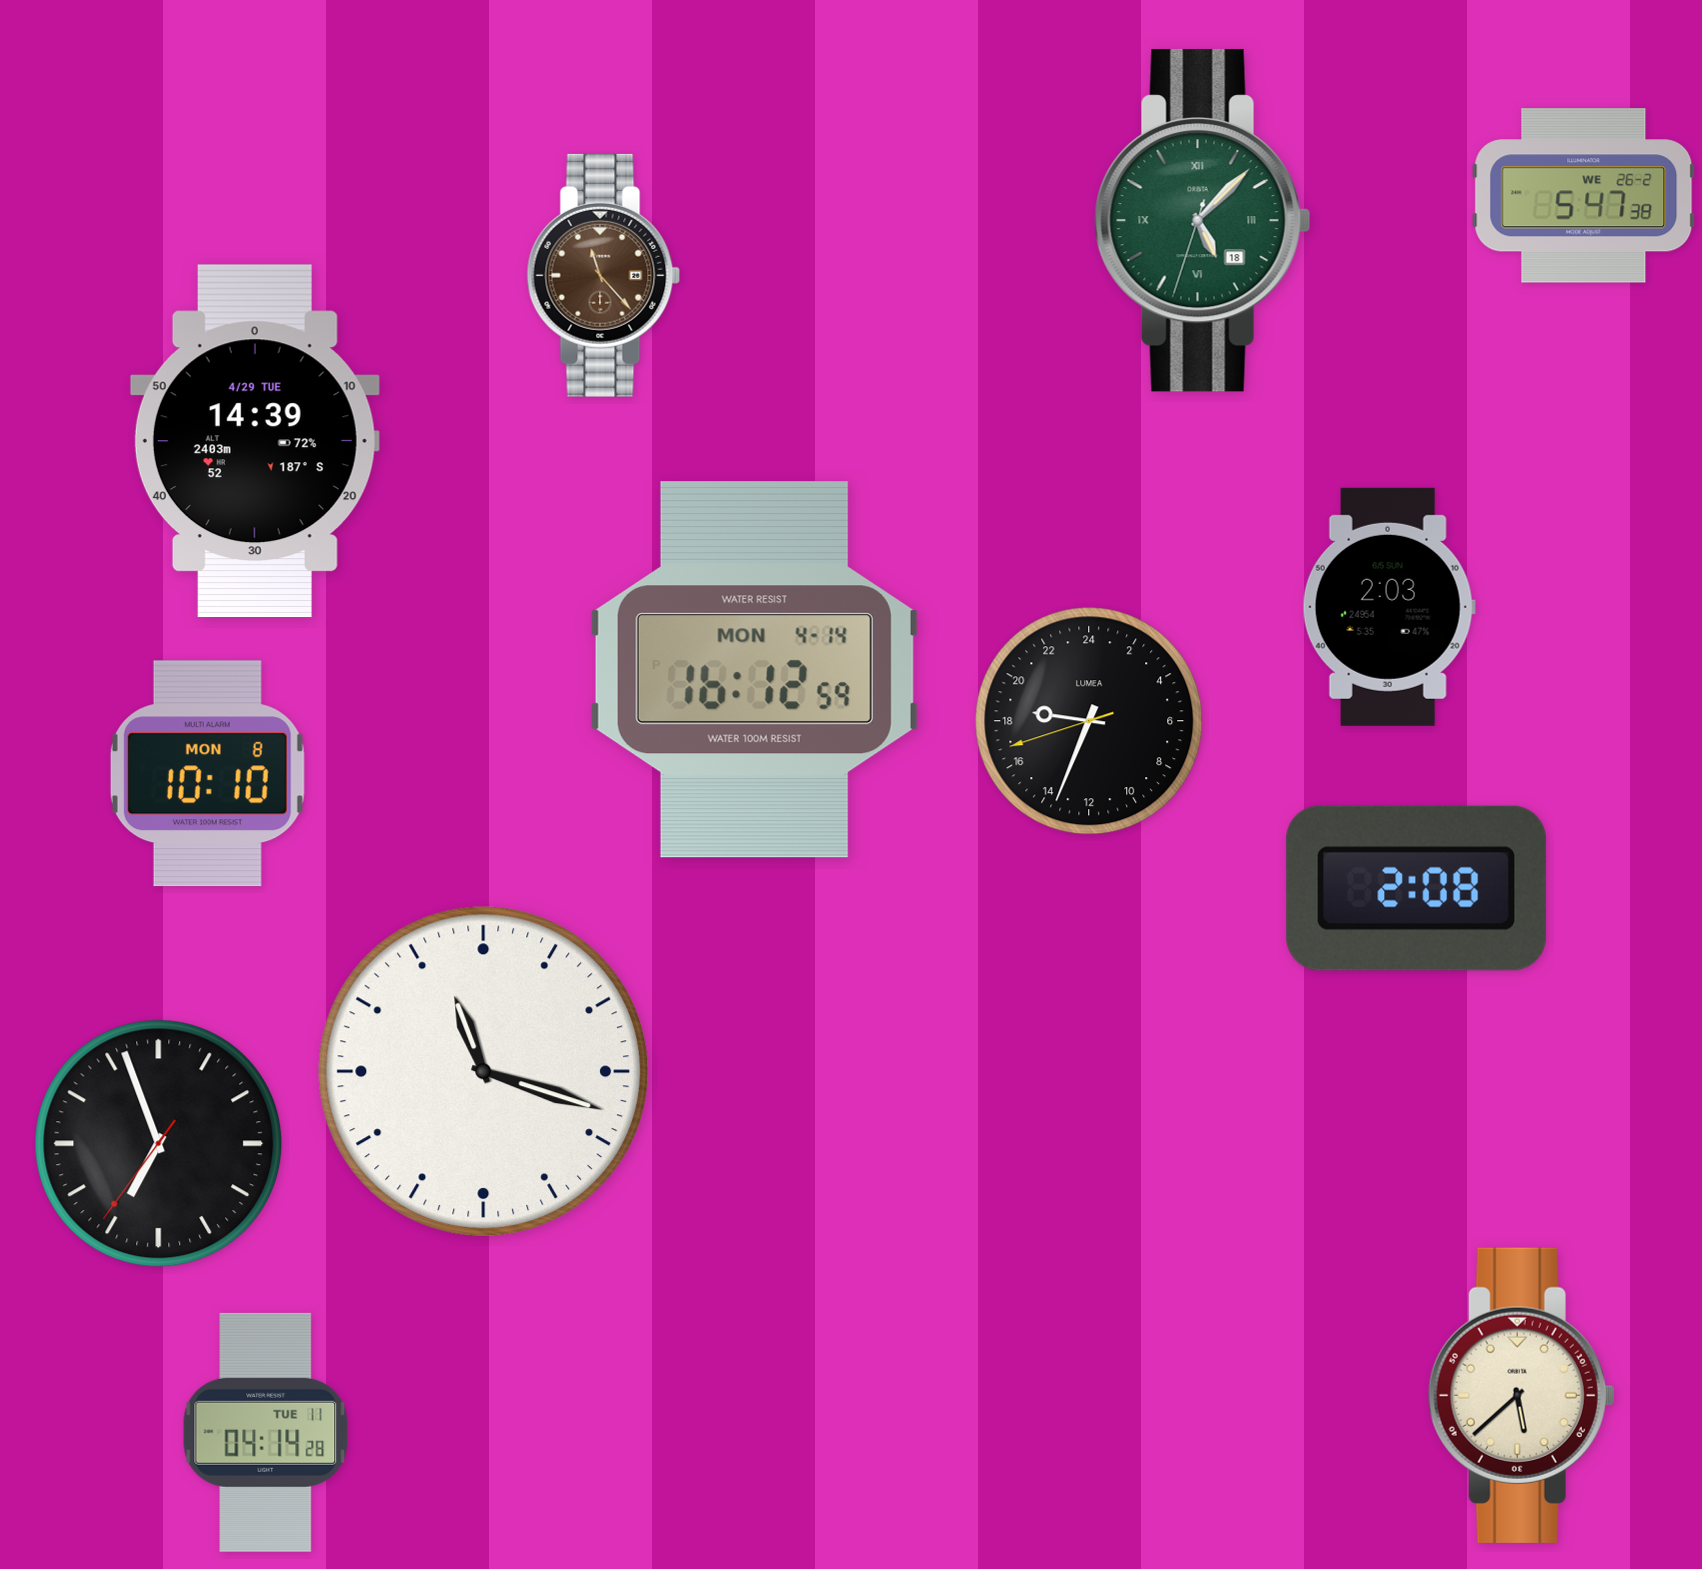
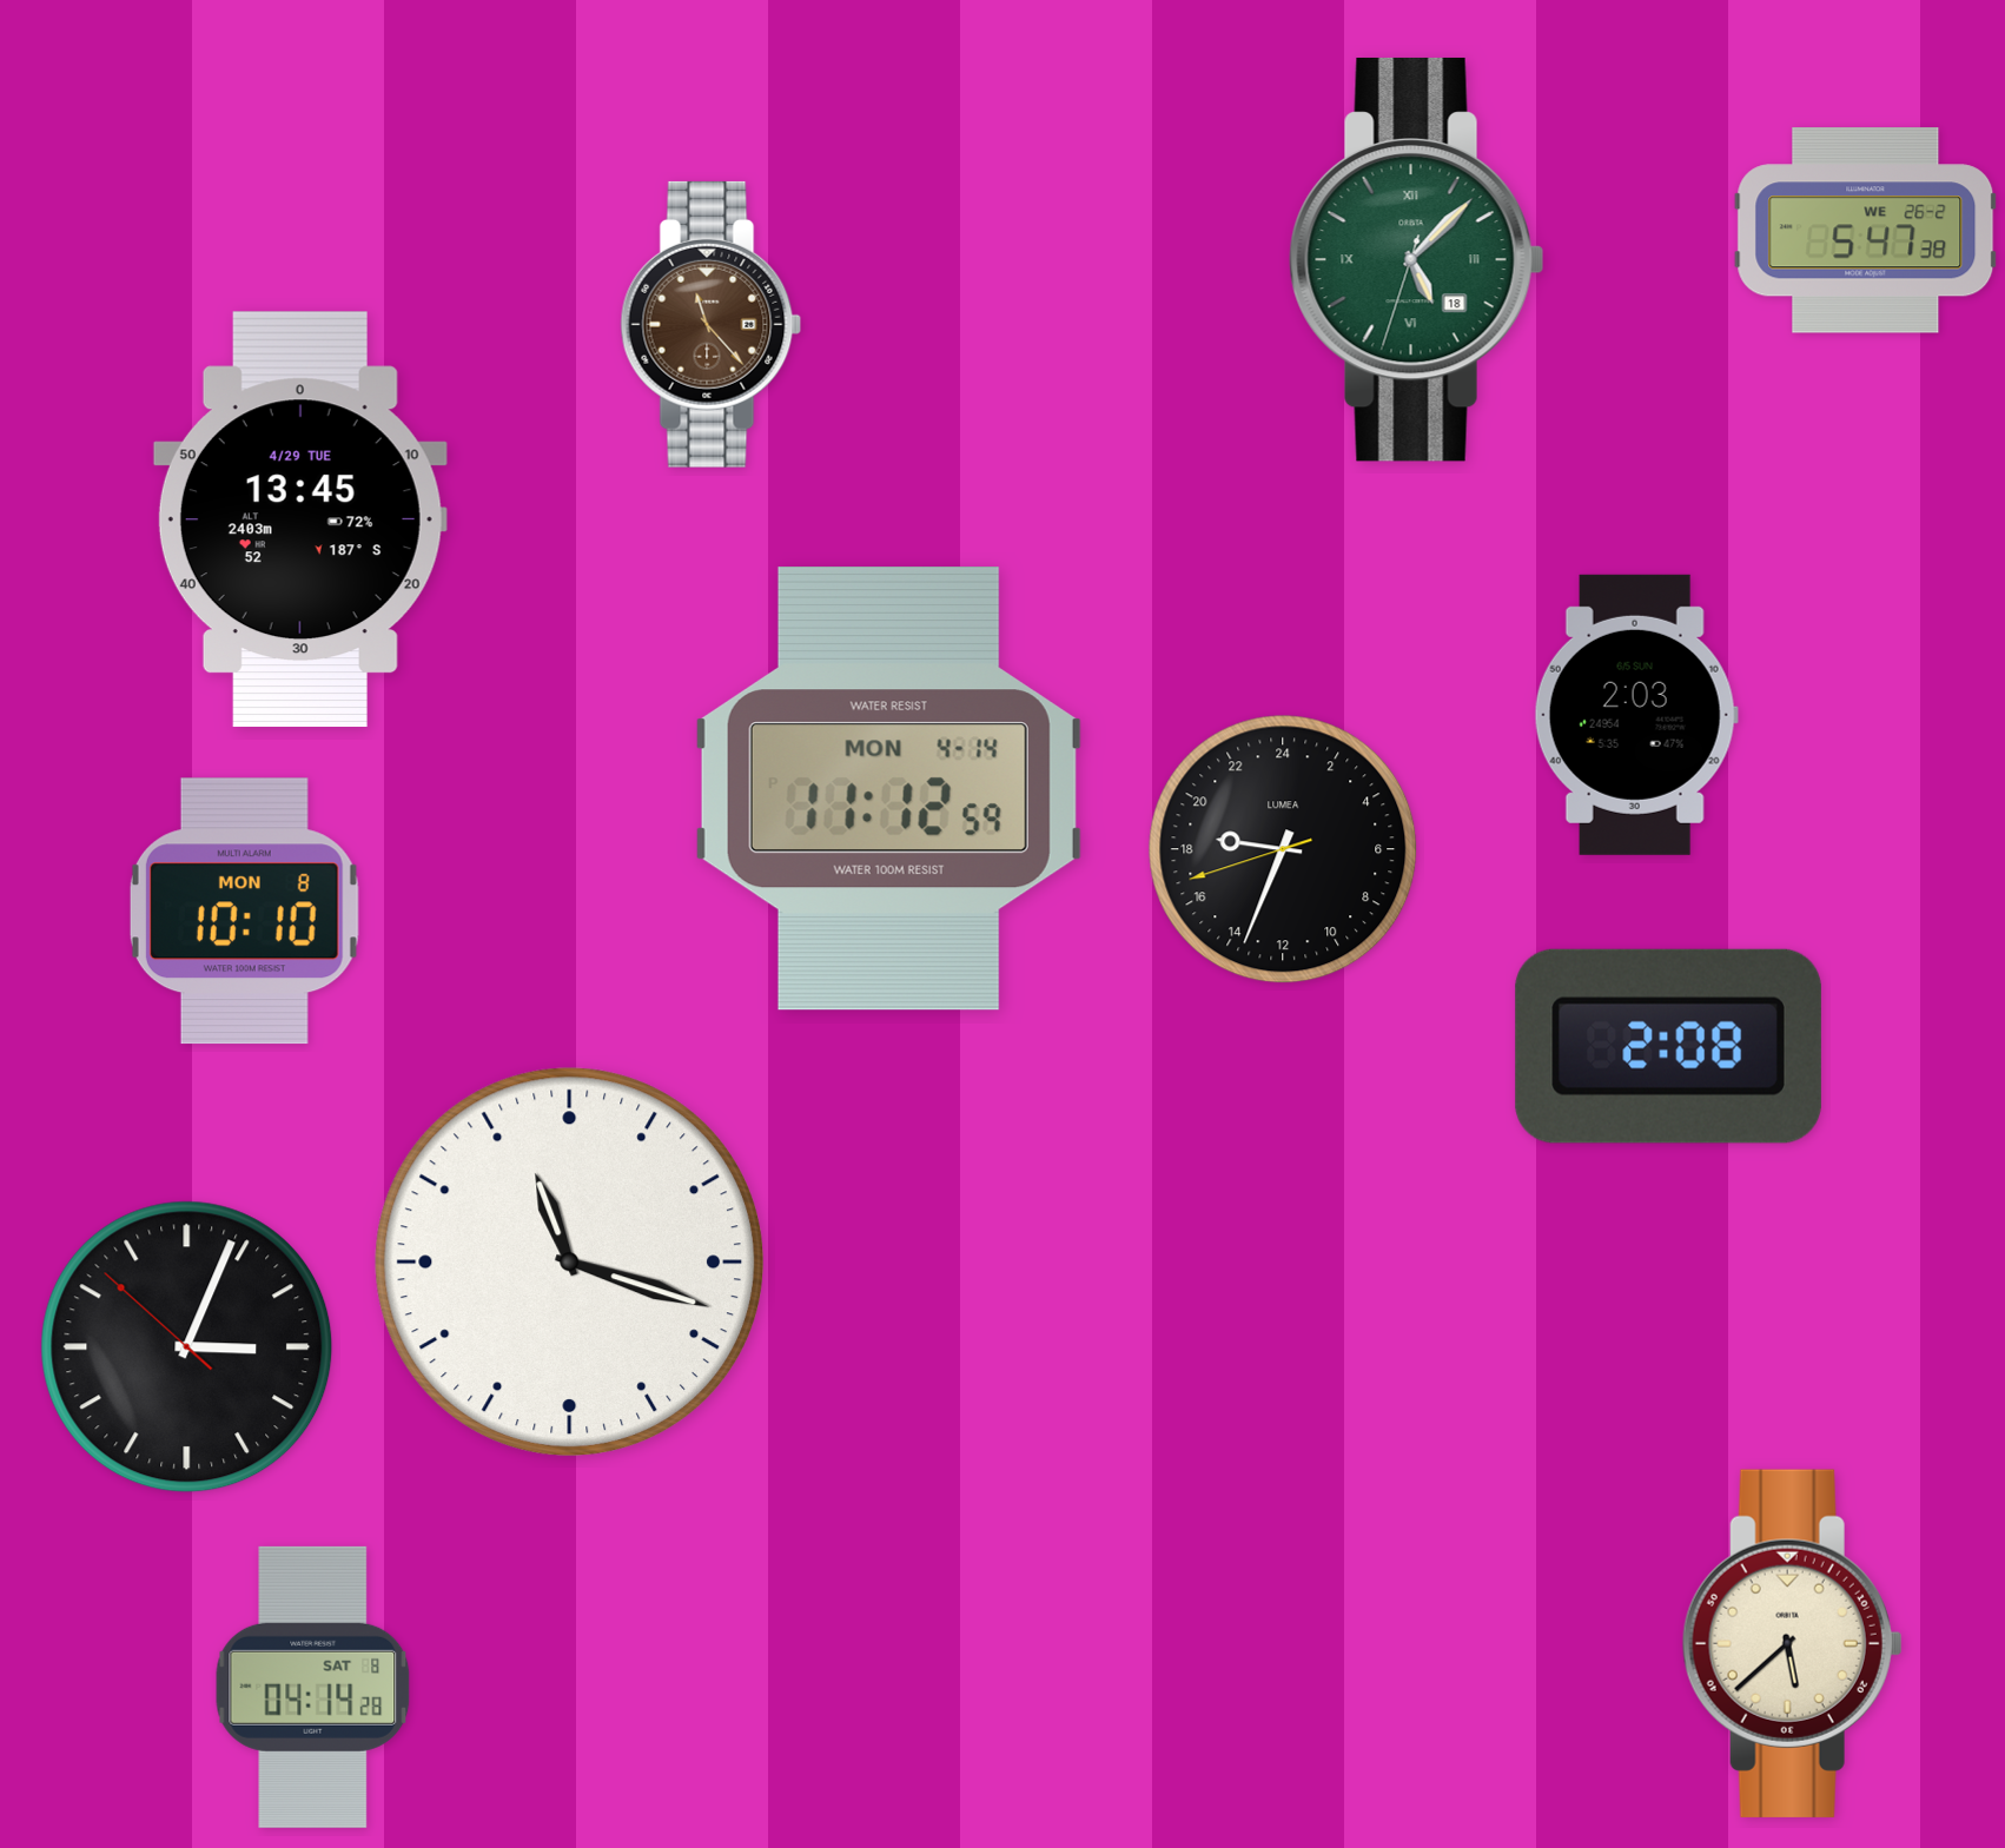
clock at (255, 441): 14:39 -> 13:45
clock at (754, 670): 16:12 -> 11:12
clock at (159, 1144): 6:56 -> 3:03
clock at (266, 1432) date: TUE 11 -> SAT 8
